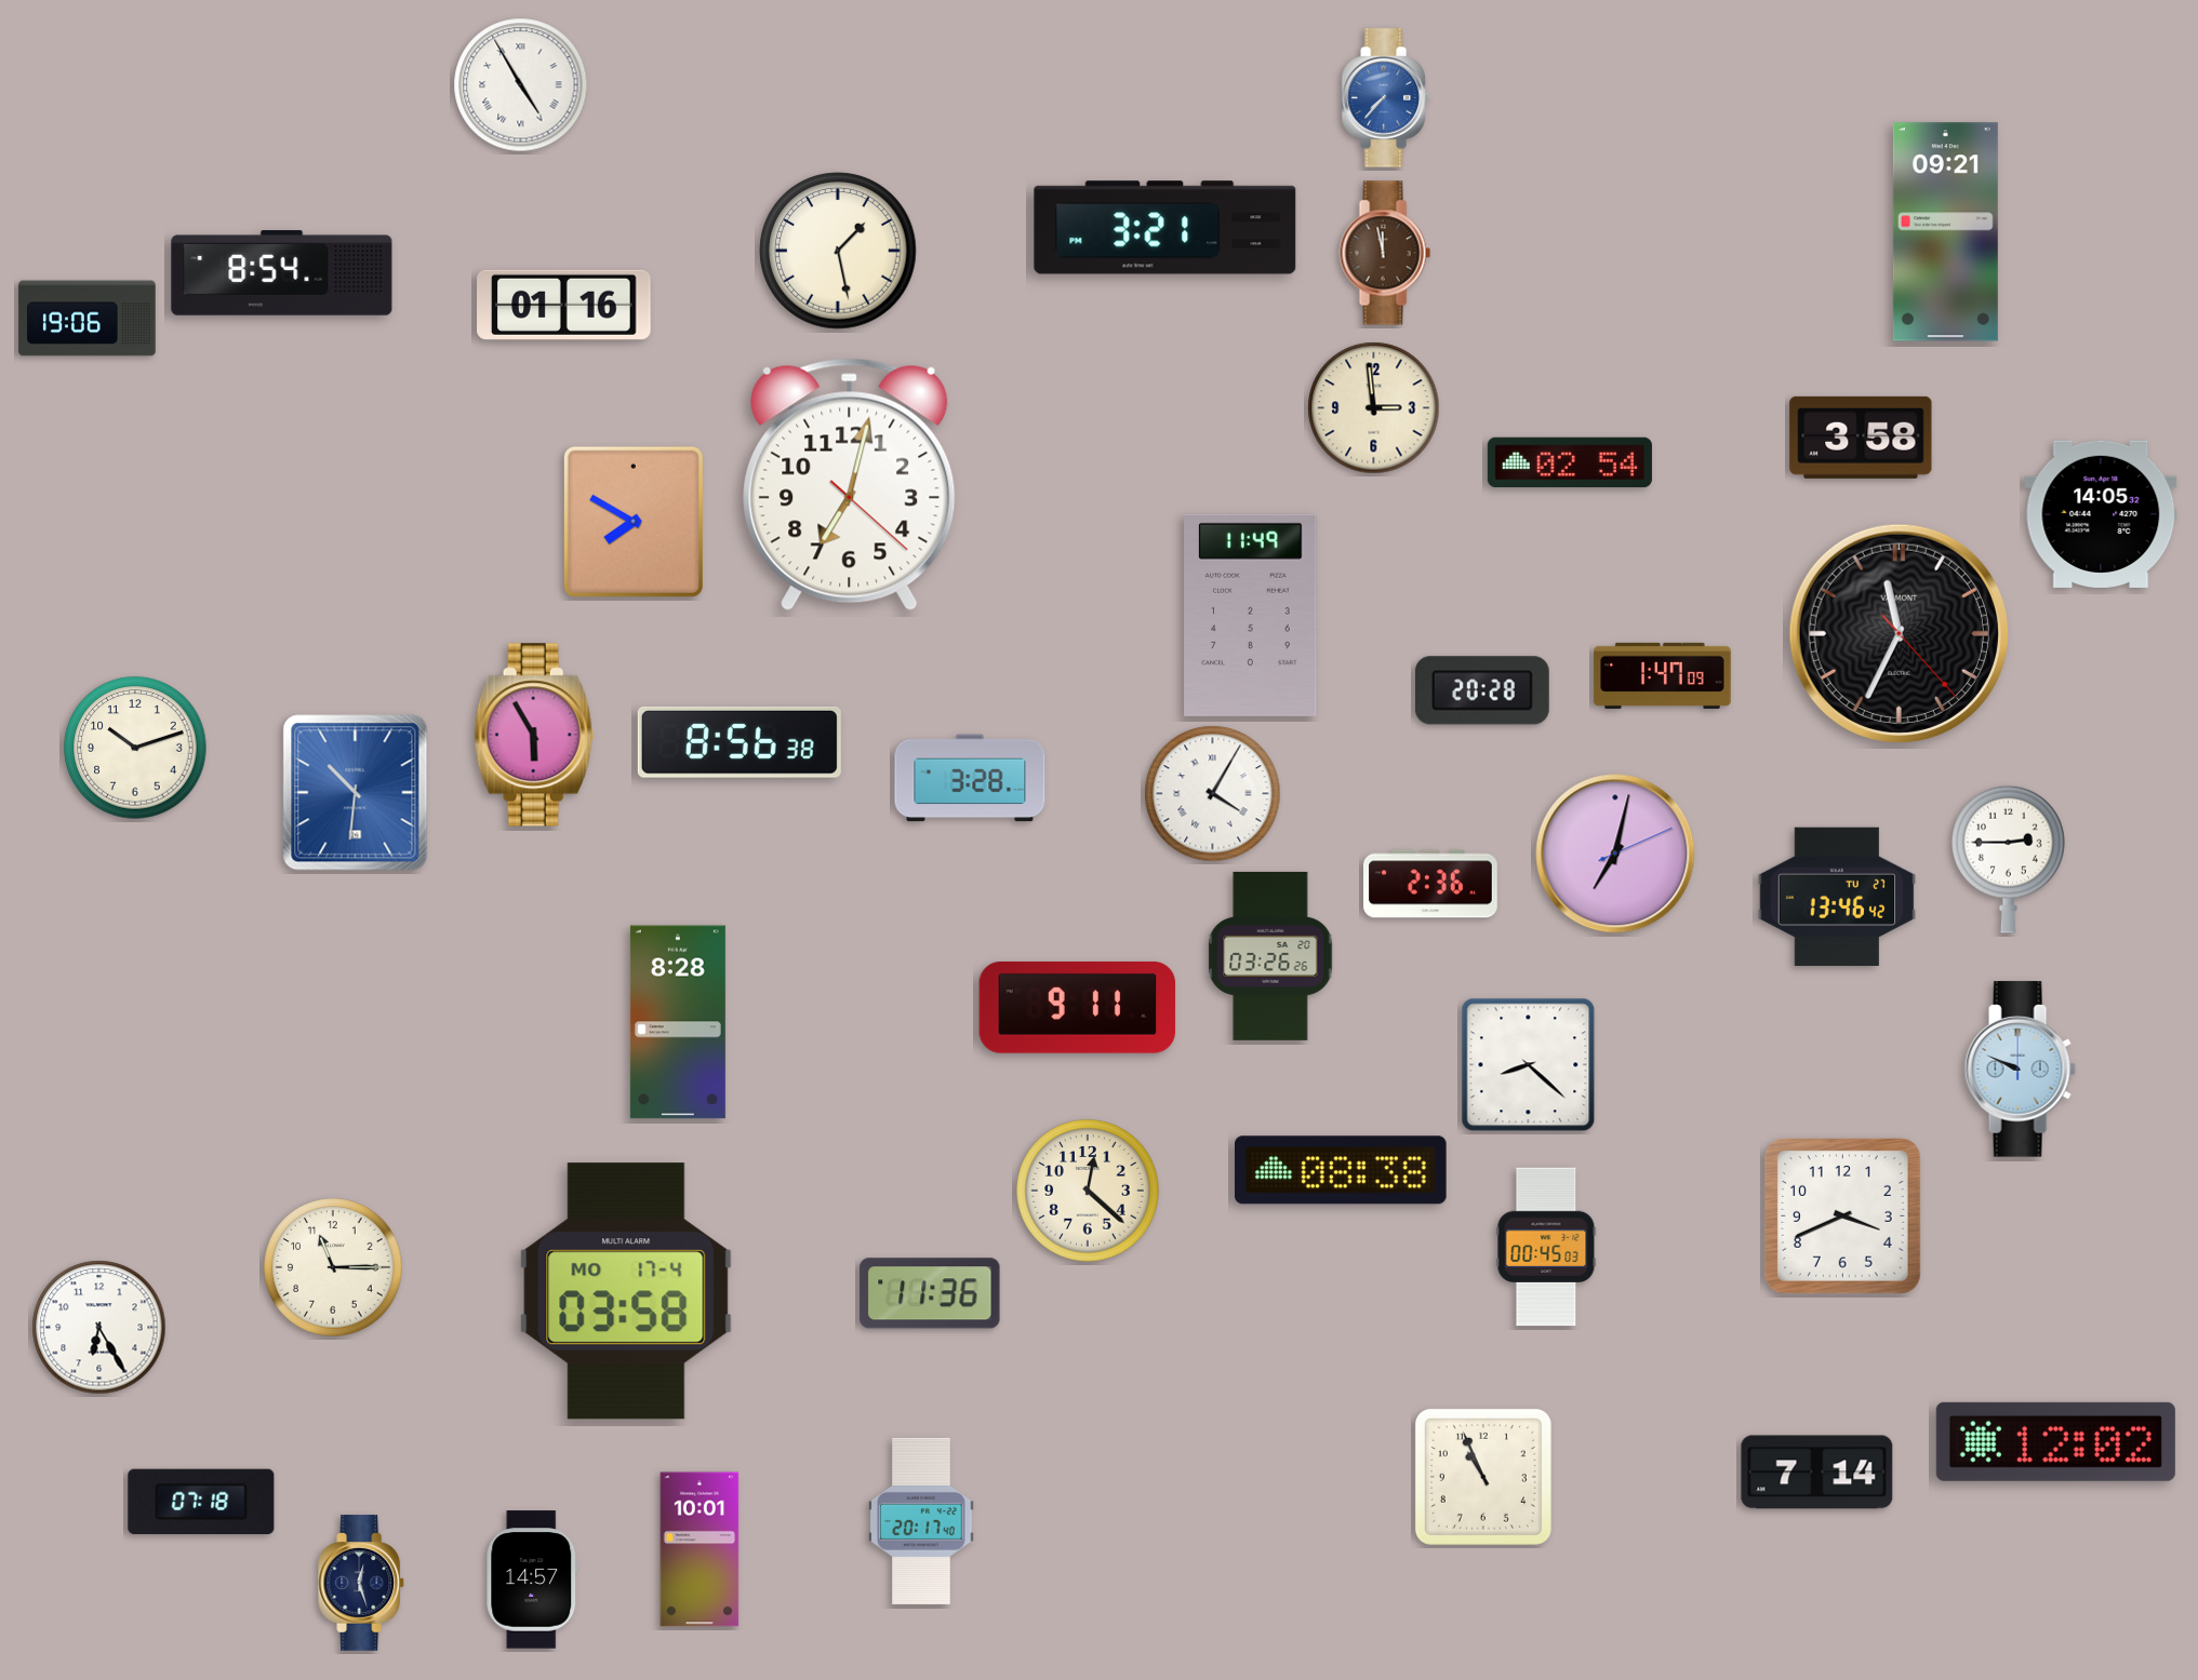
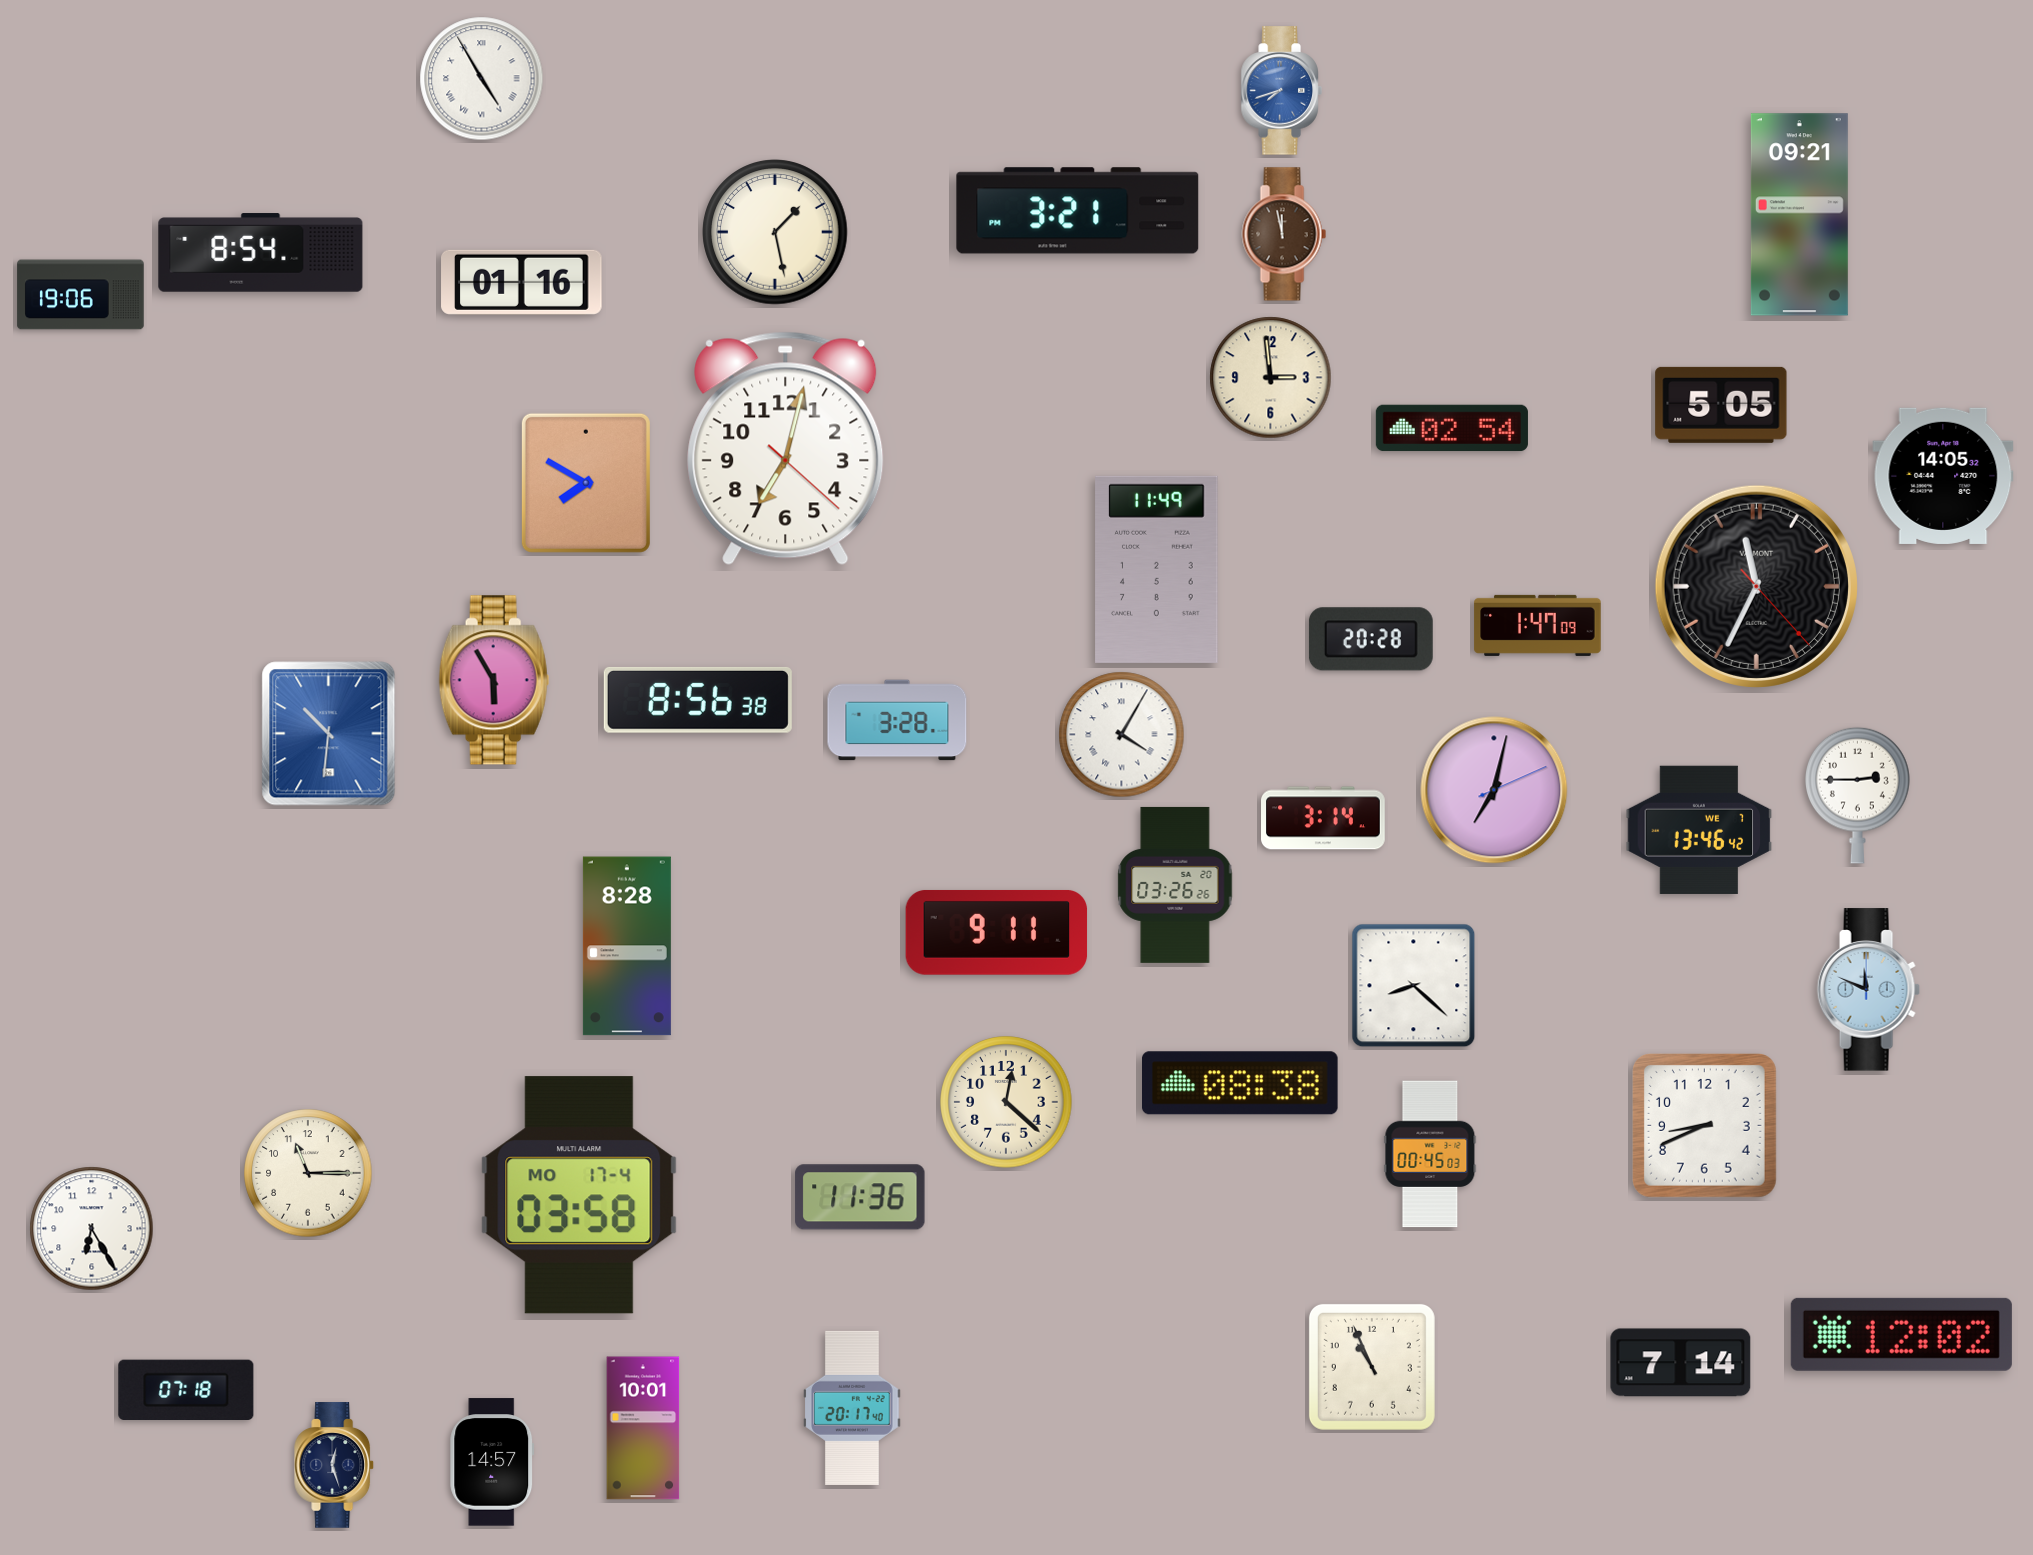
clock at (1385, 98): 7:37 -> 7:42
clock at (1385, 253) position: (1385, 253) -> (1284, 234)
clock at (1861, 438): 3:58 -> 5:05
clock at (740, 742) position: (740, 742) -> (698, 700)
clock at (135, 748): 10:12 -> none
clock at (1431, 884): 2:36 -> 3:14
clock at (1837, 896) date: TU 27 -> WE 7
clock at (2020, 1070): 9:49 -> 11:49
clock at (1843, 1217): 3:41 -> 8:41
clock at (700, 1549) position: (700, 1549) -> (643, 1428)
